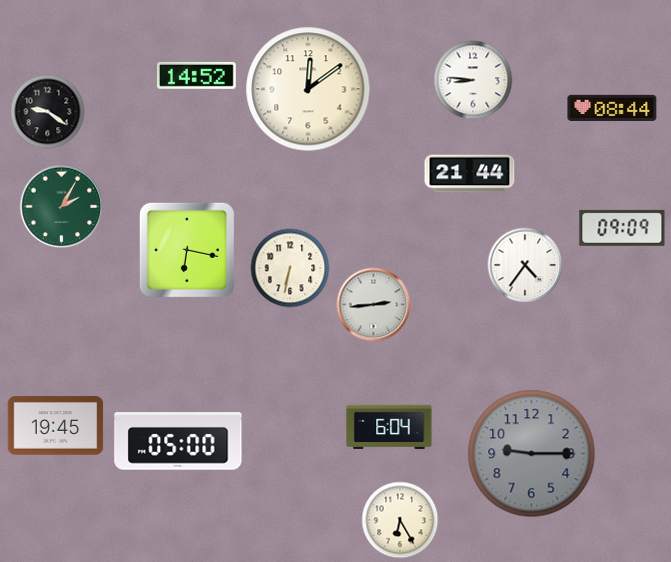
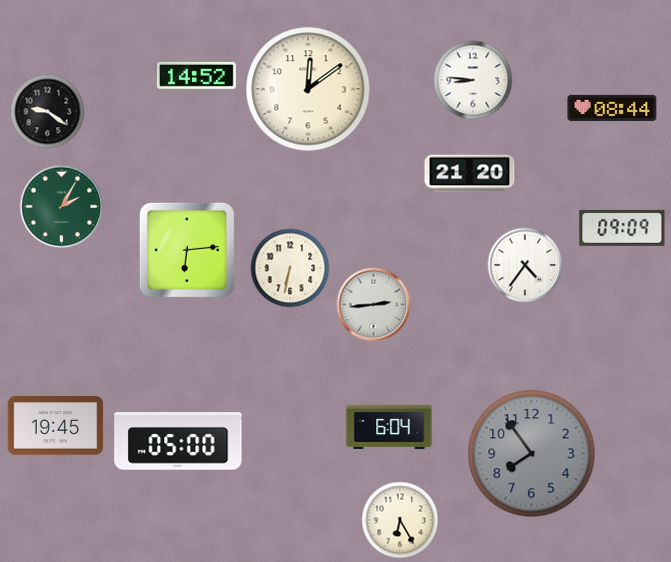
clock at (470, 174): 21:44 -> 21:20
clock at (187, 250): 6:17 -> 6:14
clock at (532, 454): 9:15 -> 7:54
